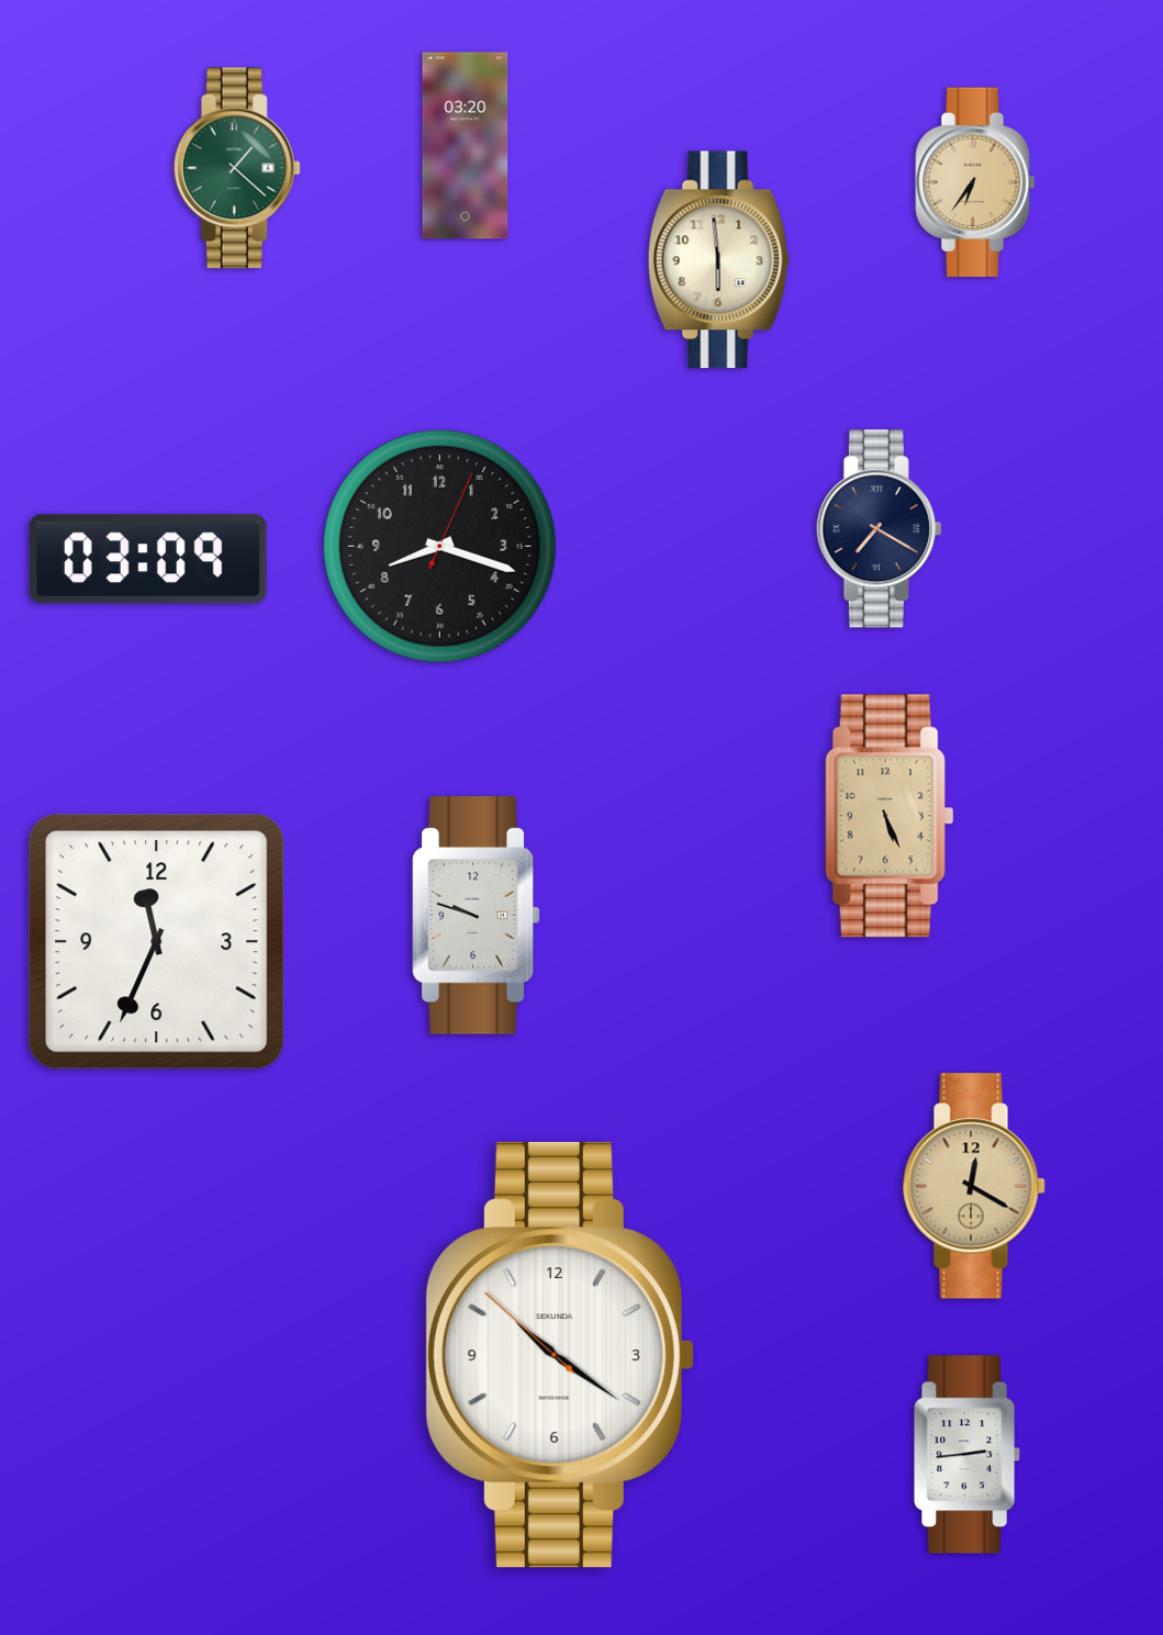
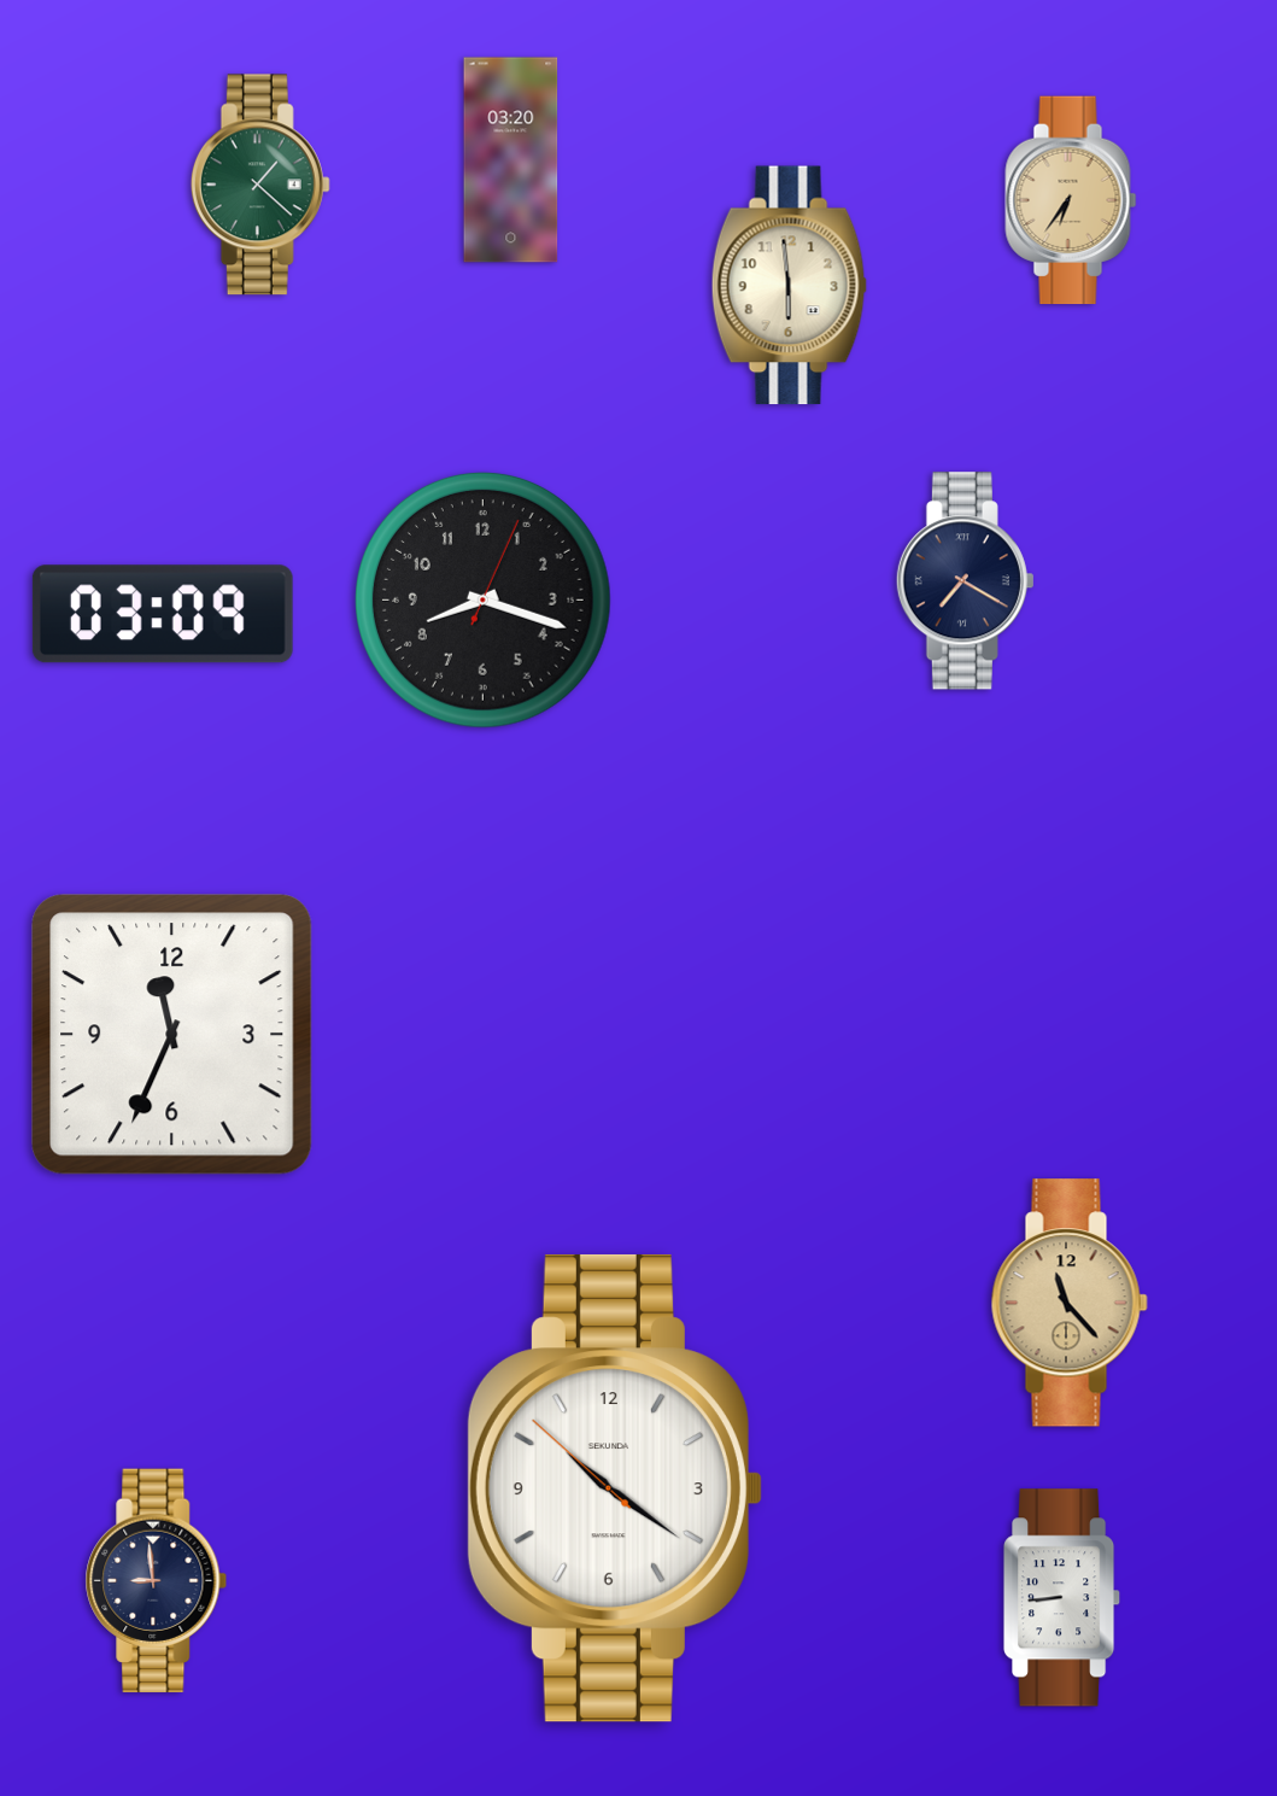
clock at (890, 816): 5:26 -> none
clock at (477, 916): 9:48 -> none
clock at (974, 1186): 12:20 -> 11:23
clock at (157, 1581): none -> 8:59
clock at (968, 1455): 2:44 -> 8:44
